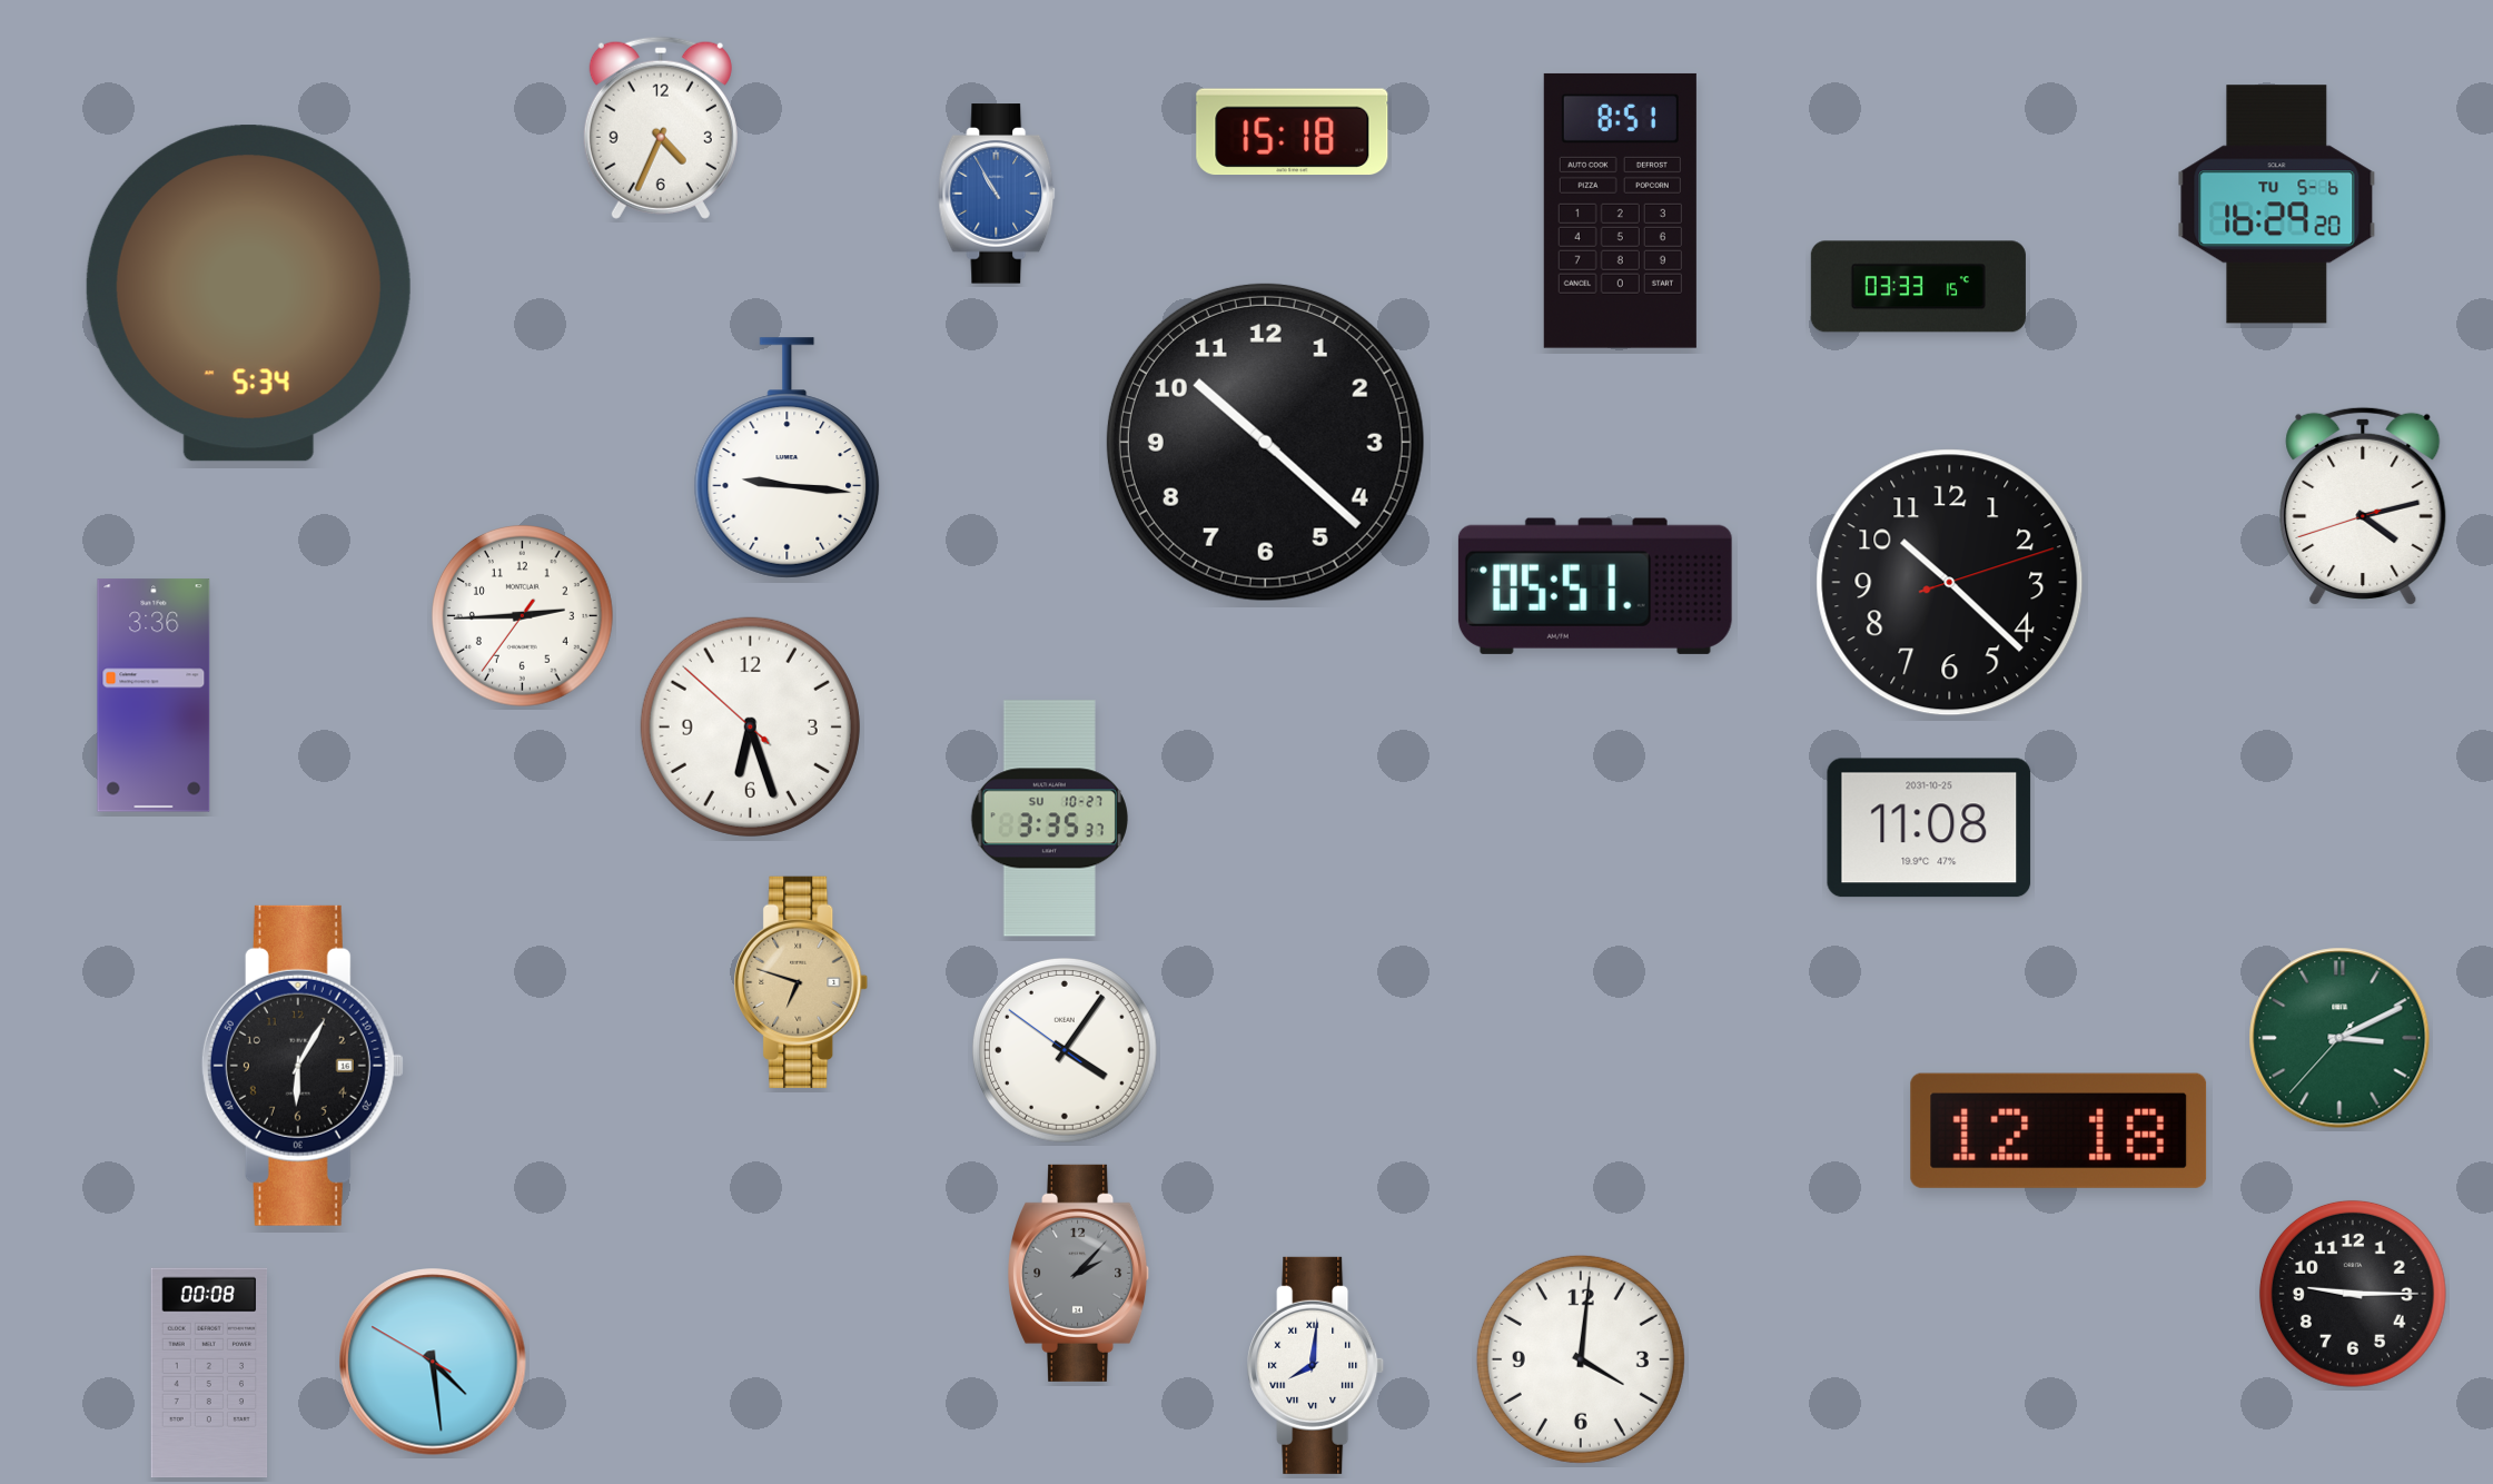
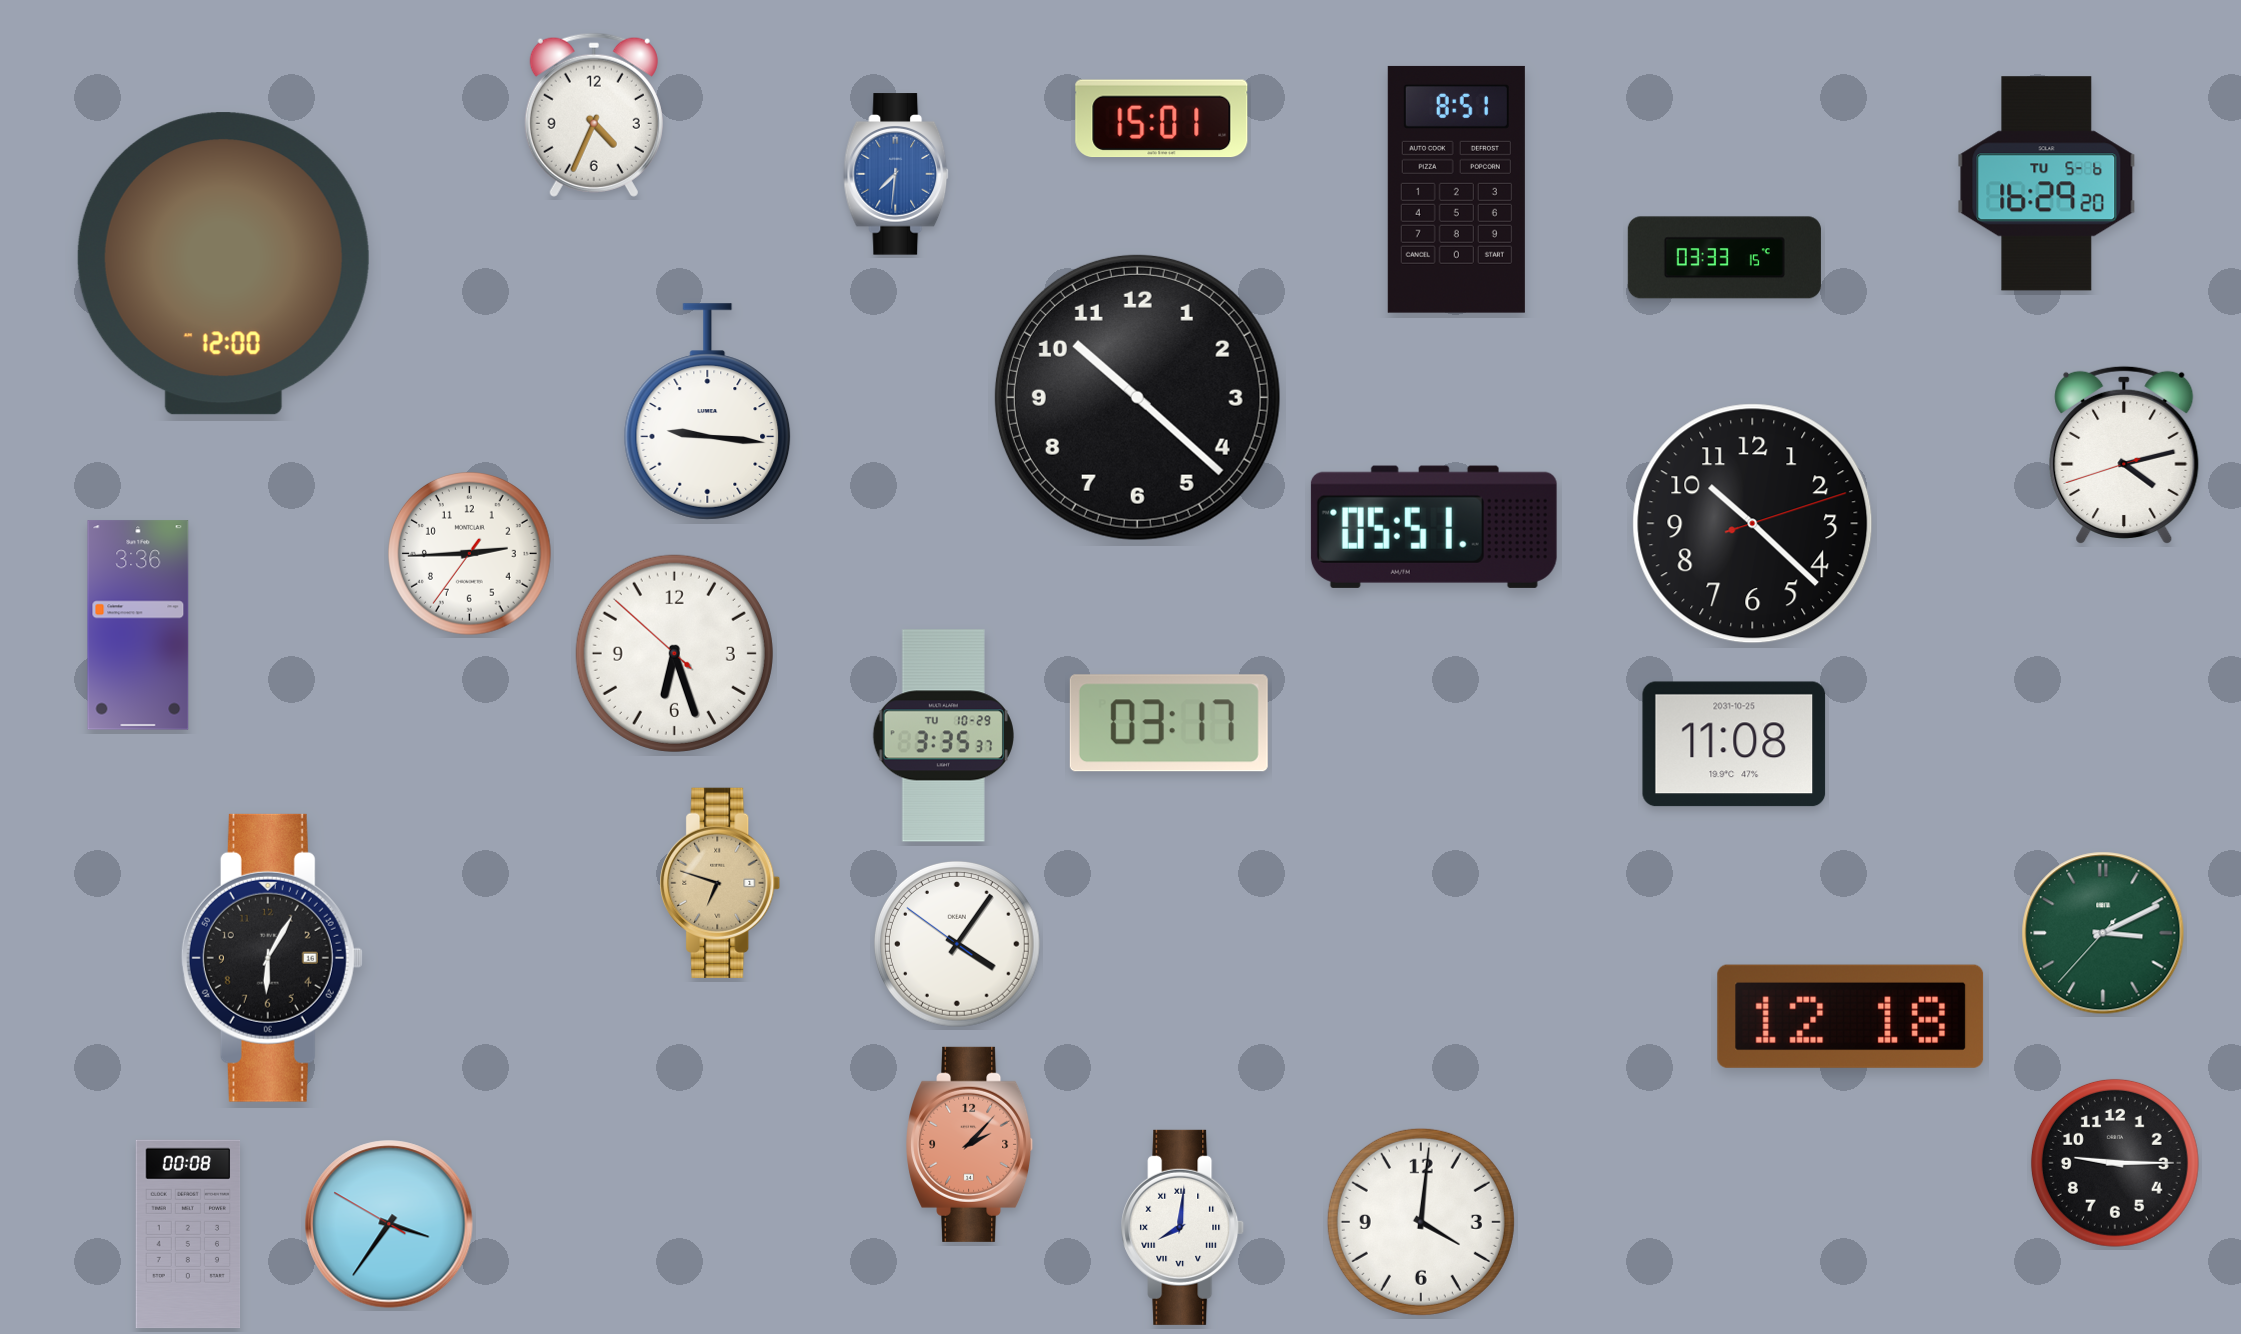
clock at (1293, 132): 15:18 -> 15:01
clock at (998, 194): 10:55 -> 7:31
clock at (248, 294): 5:34 -> 12:00
clock at (1169, 723): none -> 03:17
clock at (1049, 819) date: SU 10-27 -> TU 10-29
clock at (1079, 1273) dial: grey -> salmon
clock at (433, 1362): 4:28 -> 3:35
